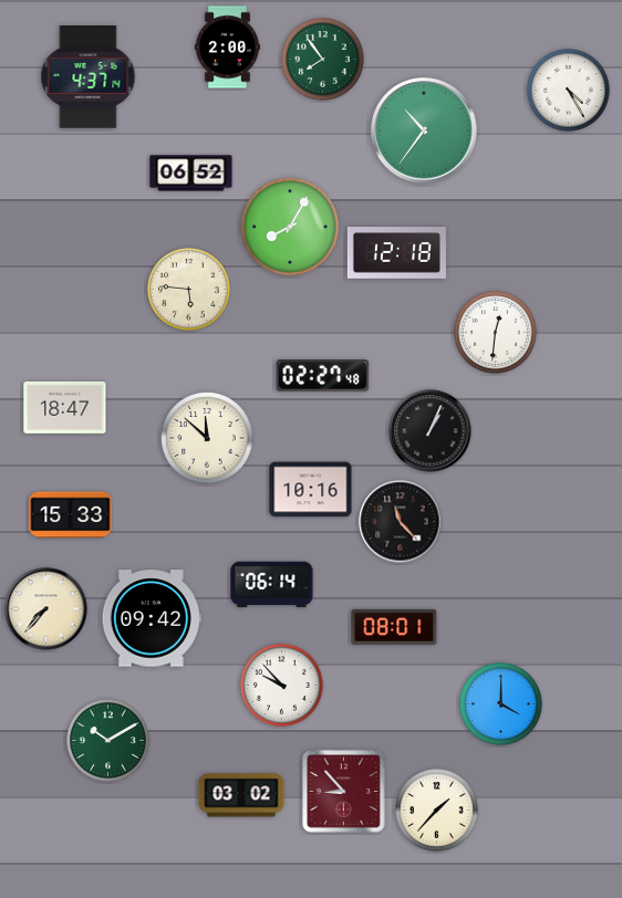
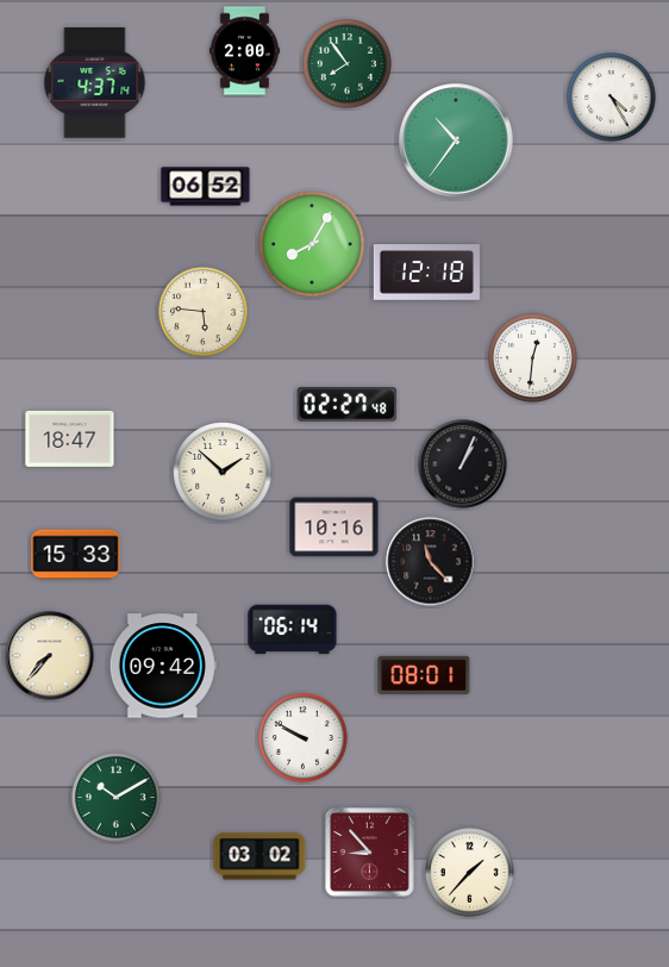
clock at (207, 438): 11:52 -> 1:52
clock at (282, 686): 9:53 -> 9:50
clock at (501, 704): 4:00 -> none
